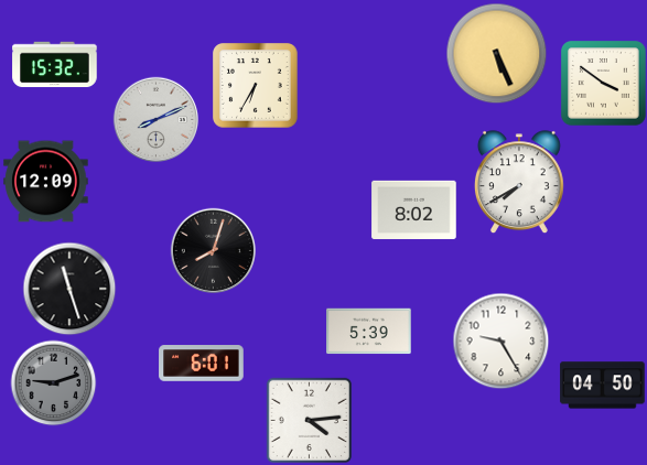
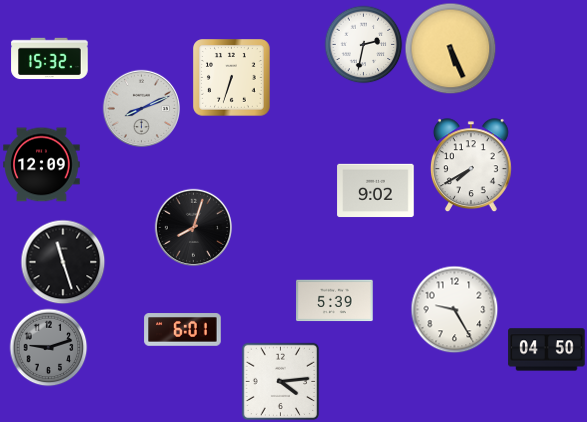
clock at (363, 44): none -> 2:32
clock at (604, 84): 3:51 -> none
clock at (256, 86): 6:35 -> 6:33
clock at (414, 210): 8:02 -> 9:02
